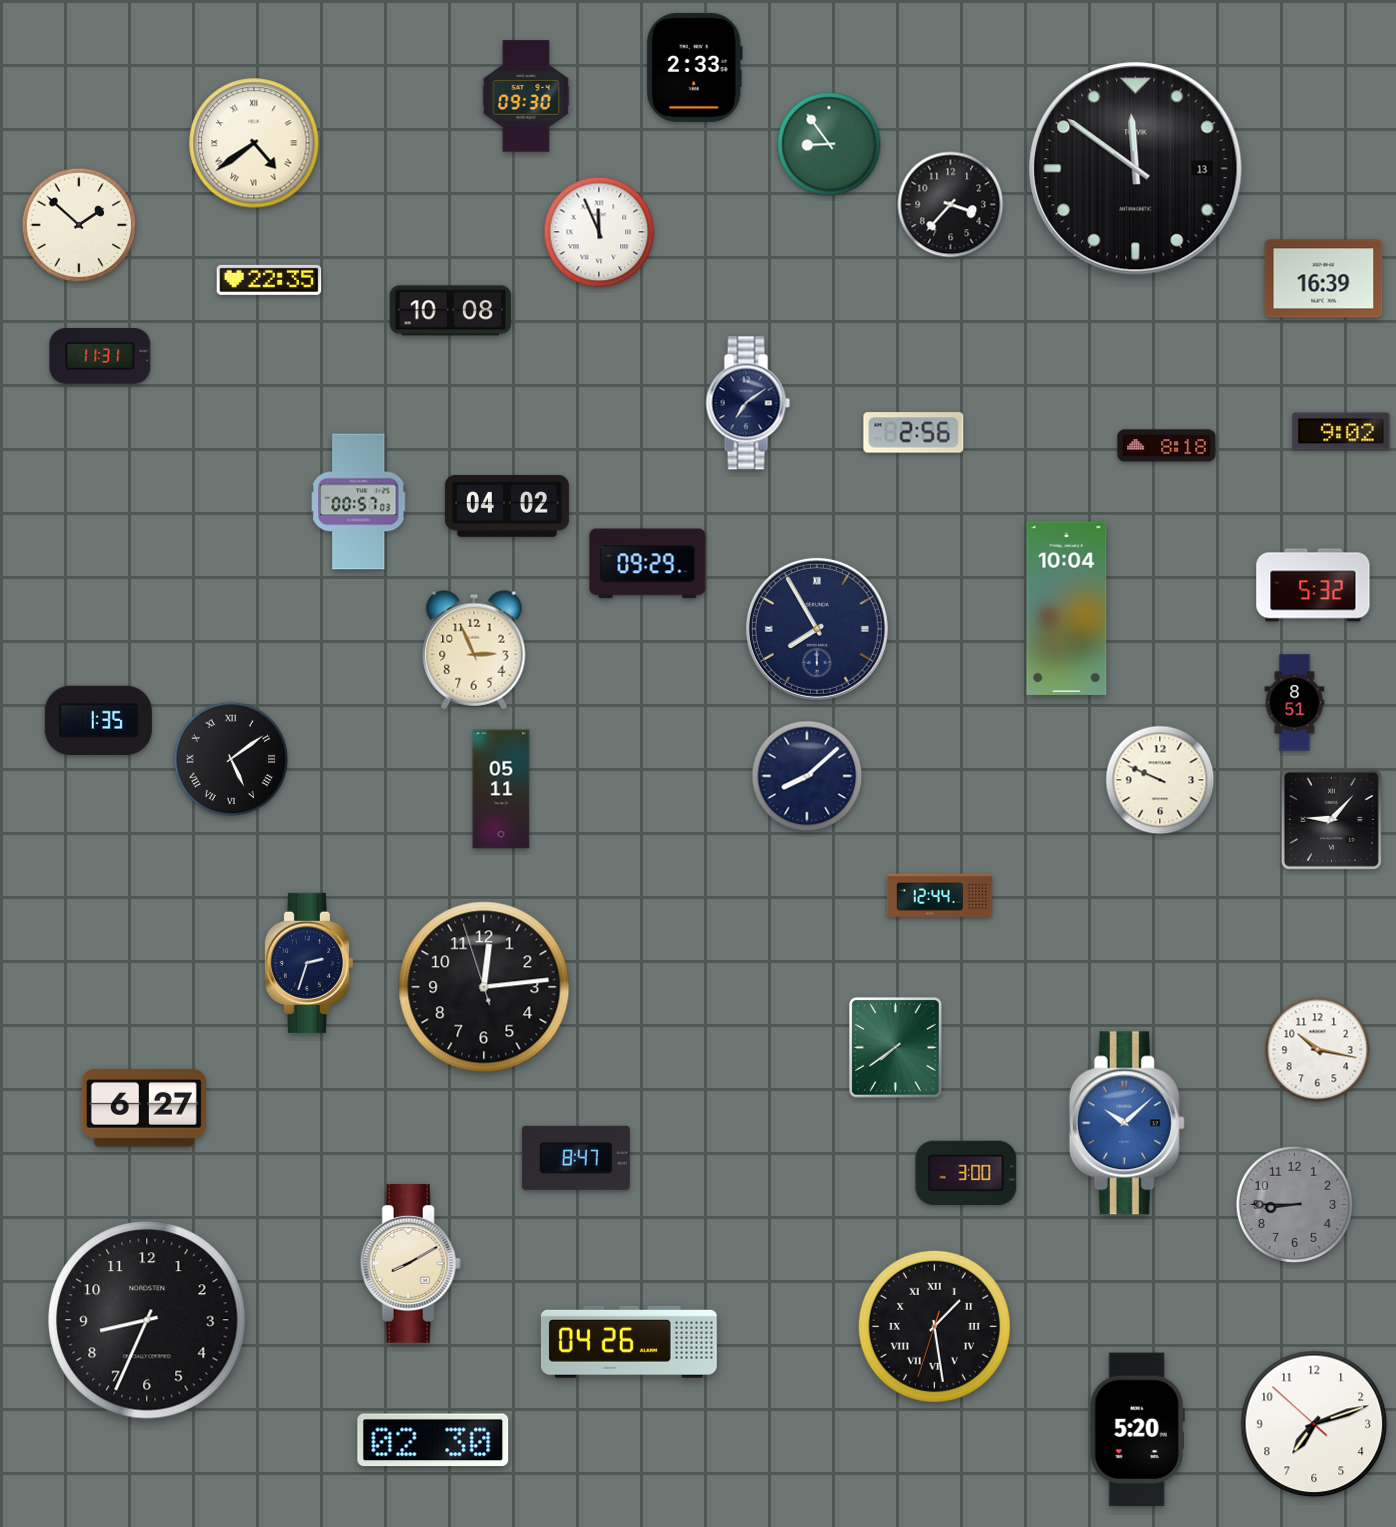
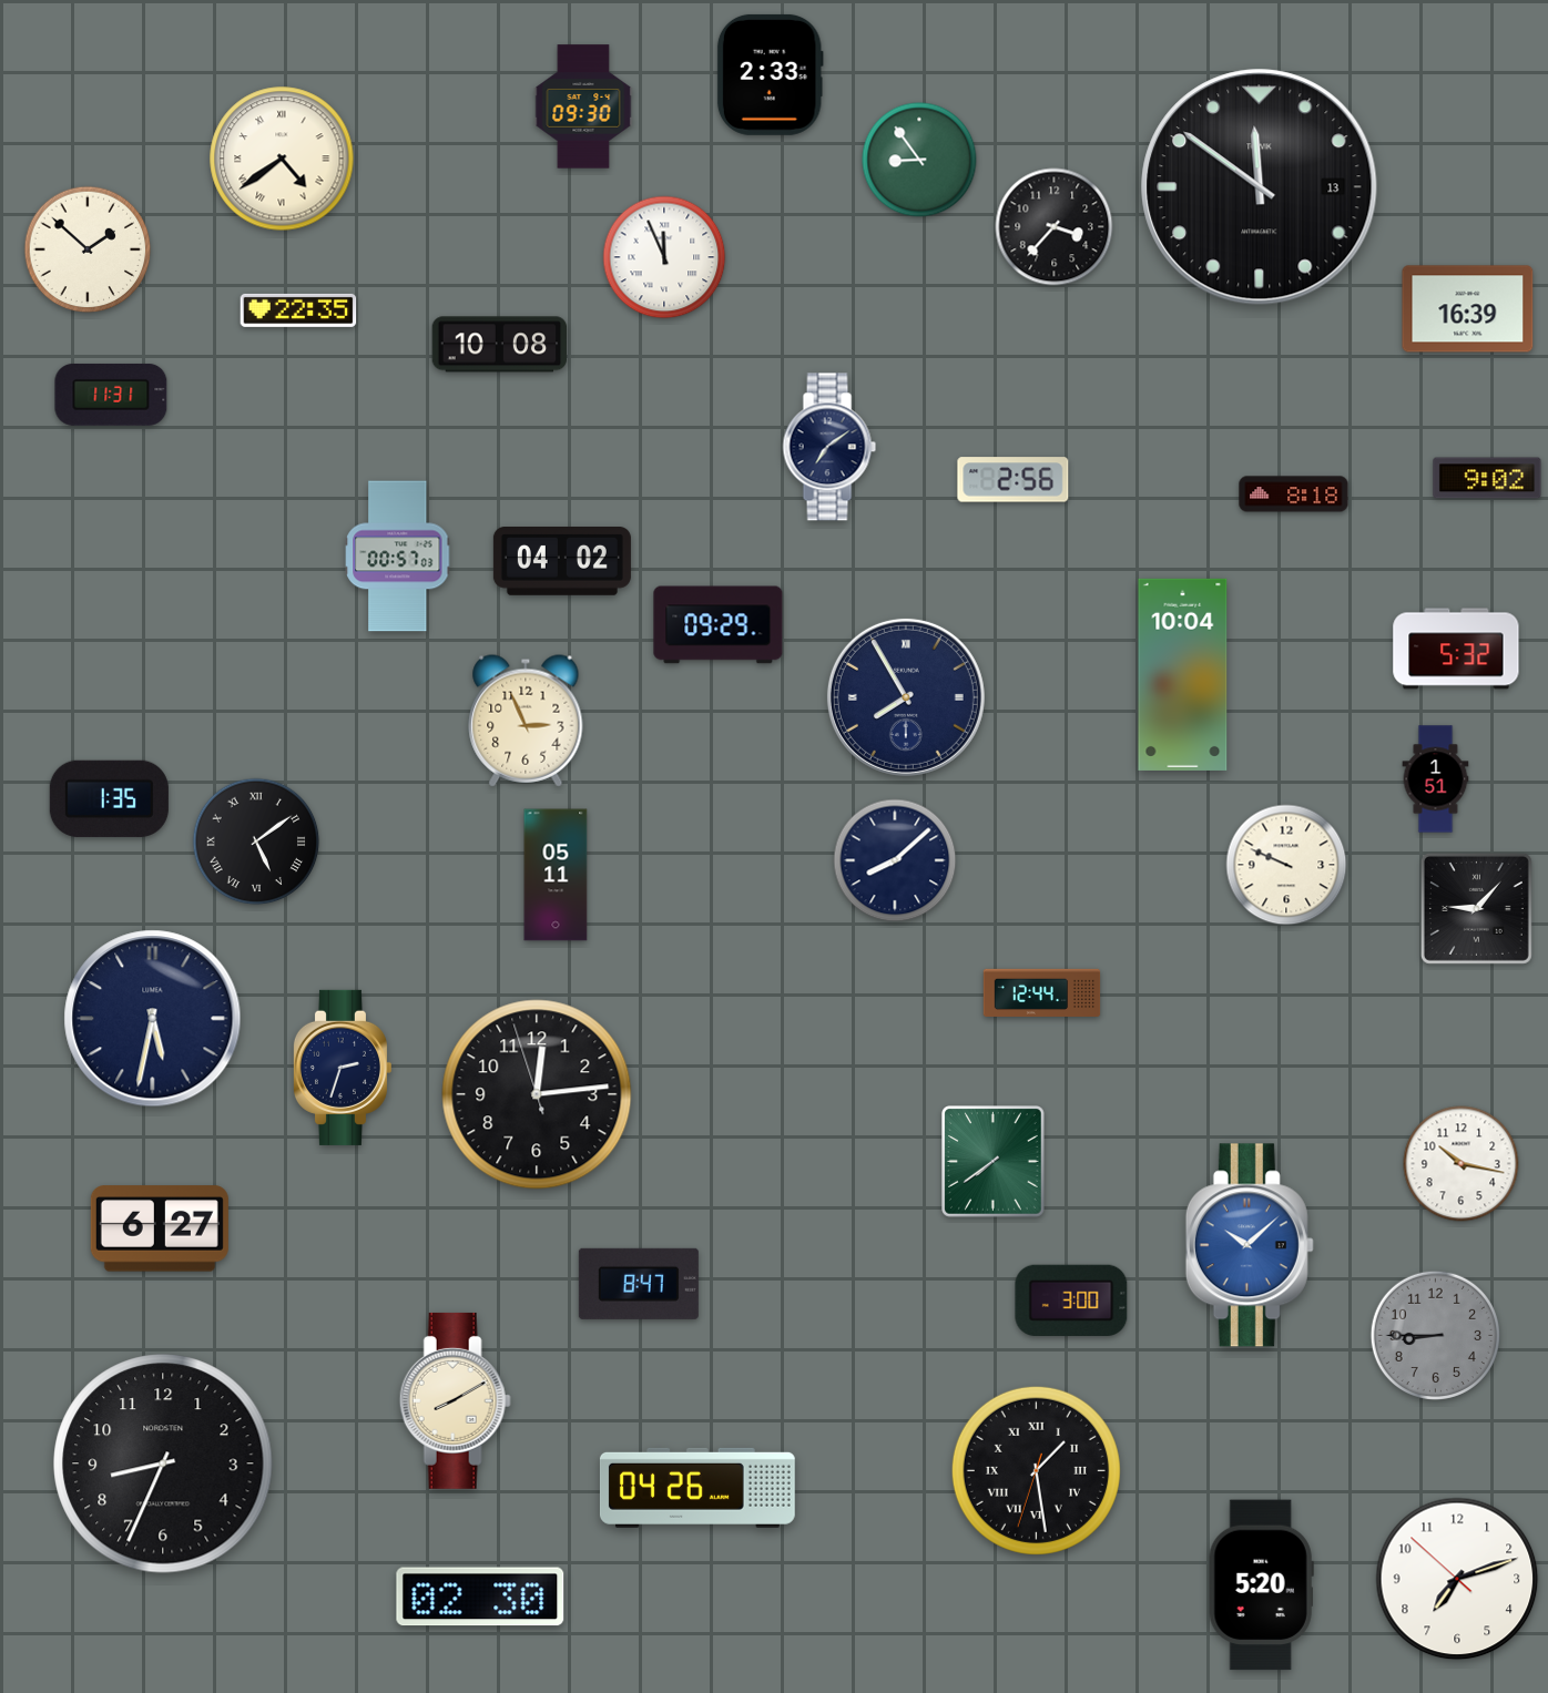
clock at (1295, 703): 8:51 -> 1:51
clock at (153, 1019): none -> 5:32
